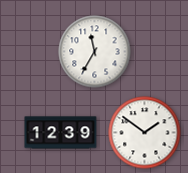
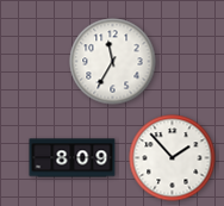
clock at (61, 133): 12:39 -> 8:09
clock at (145, 133): 1:51 -> 1:53
